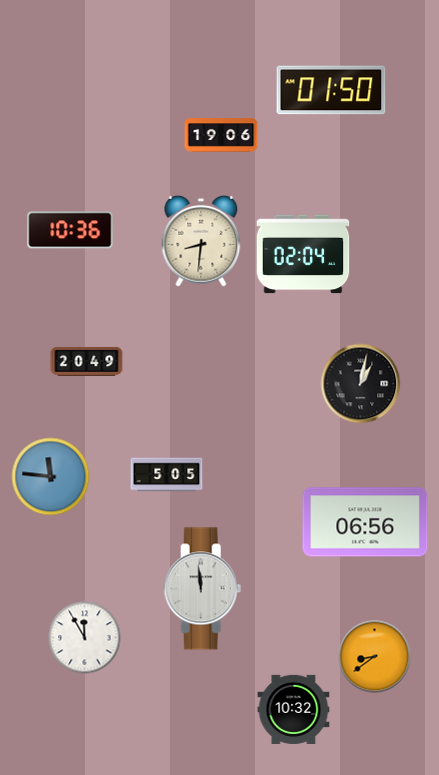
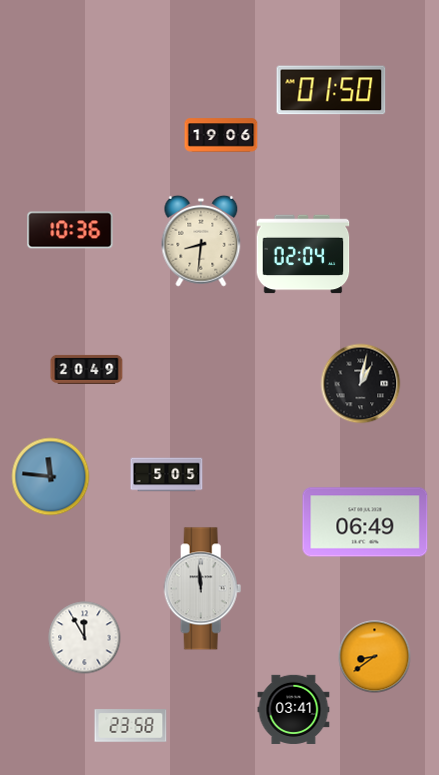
clock at (87, 361) position: (87, 361) -> (87, 369)
clock at (365, 522): 06:56 -> 06:49
clock at (294, 709): 10:32 -> 03:41
clock at (131, 726): none -> 23:58
